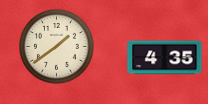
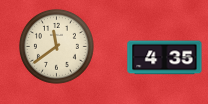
clock at (56, 46): 1:39 -> 11:39
